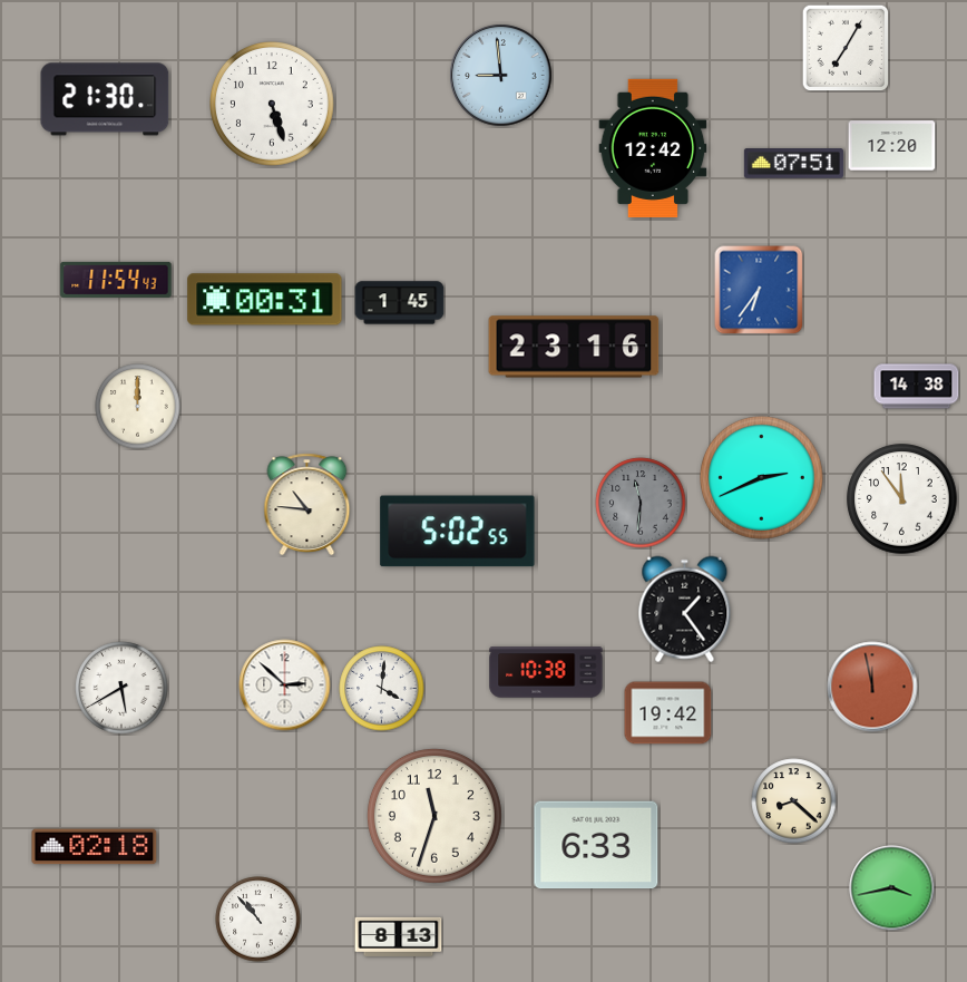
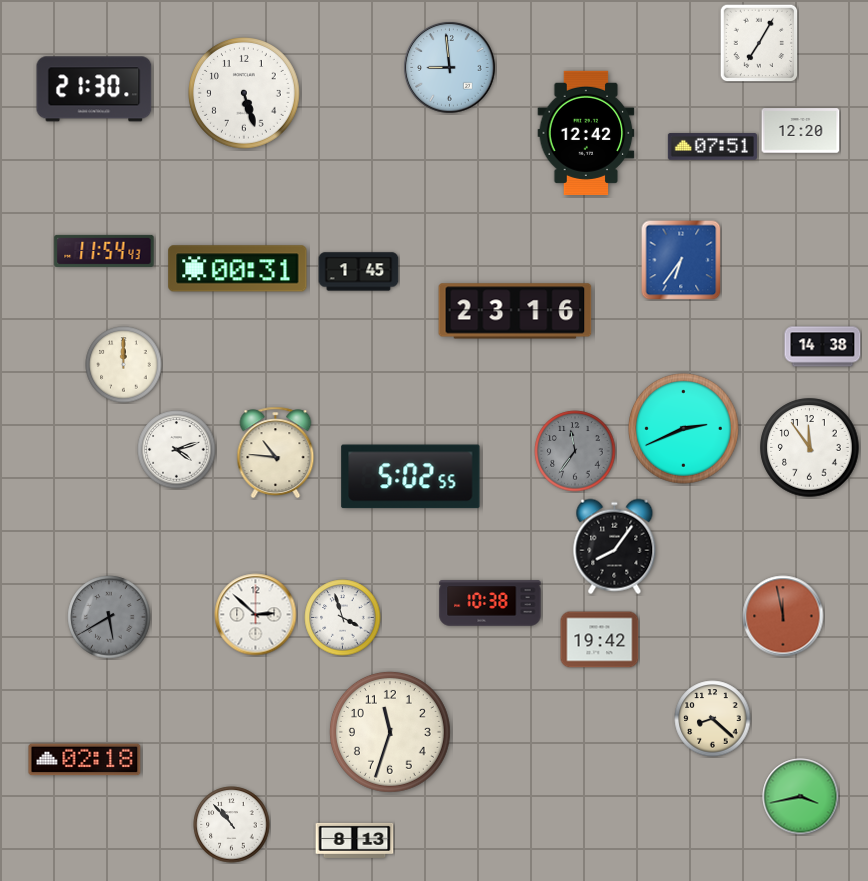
clock at (177, 450): none -> 4:12
clock at (641, 503): 11:31 -> 11:36
clock at (685, 610): 1:24 -> 8:06
clock at (121, 688) dial: white -> grey
clock at (382, 689): 4:01 -> 3:57
clock at (596, 845): 6:33 -> none
clock at (399, 936) position: (399, 936) -> (355, 840)
